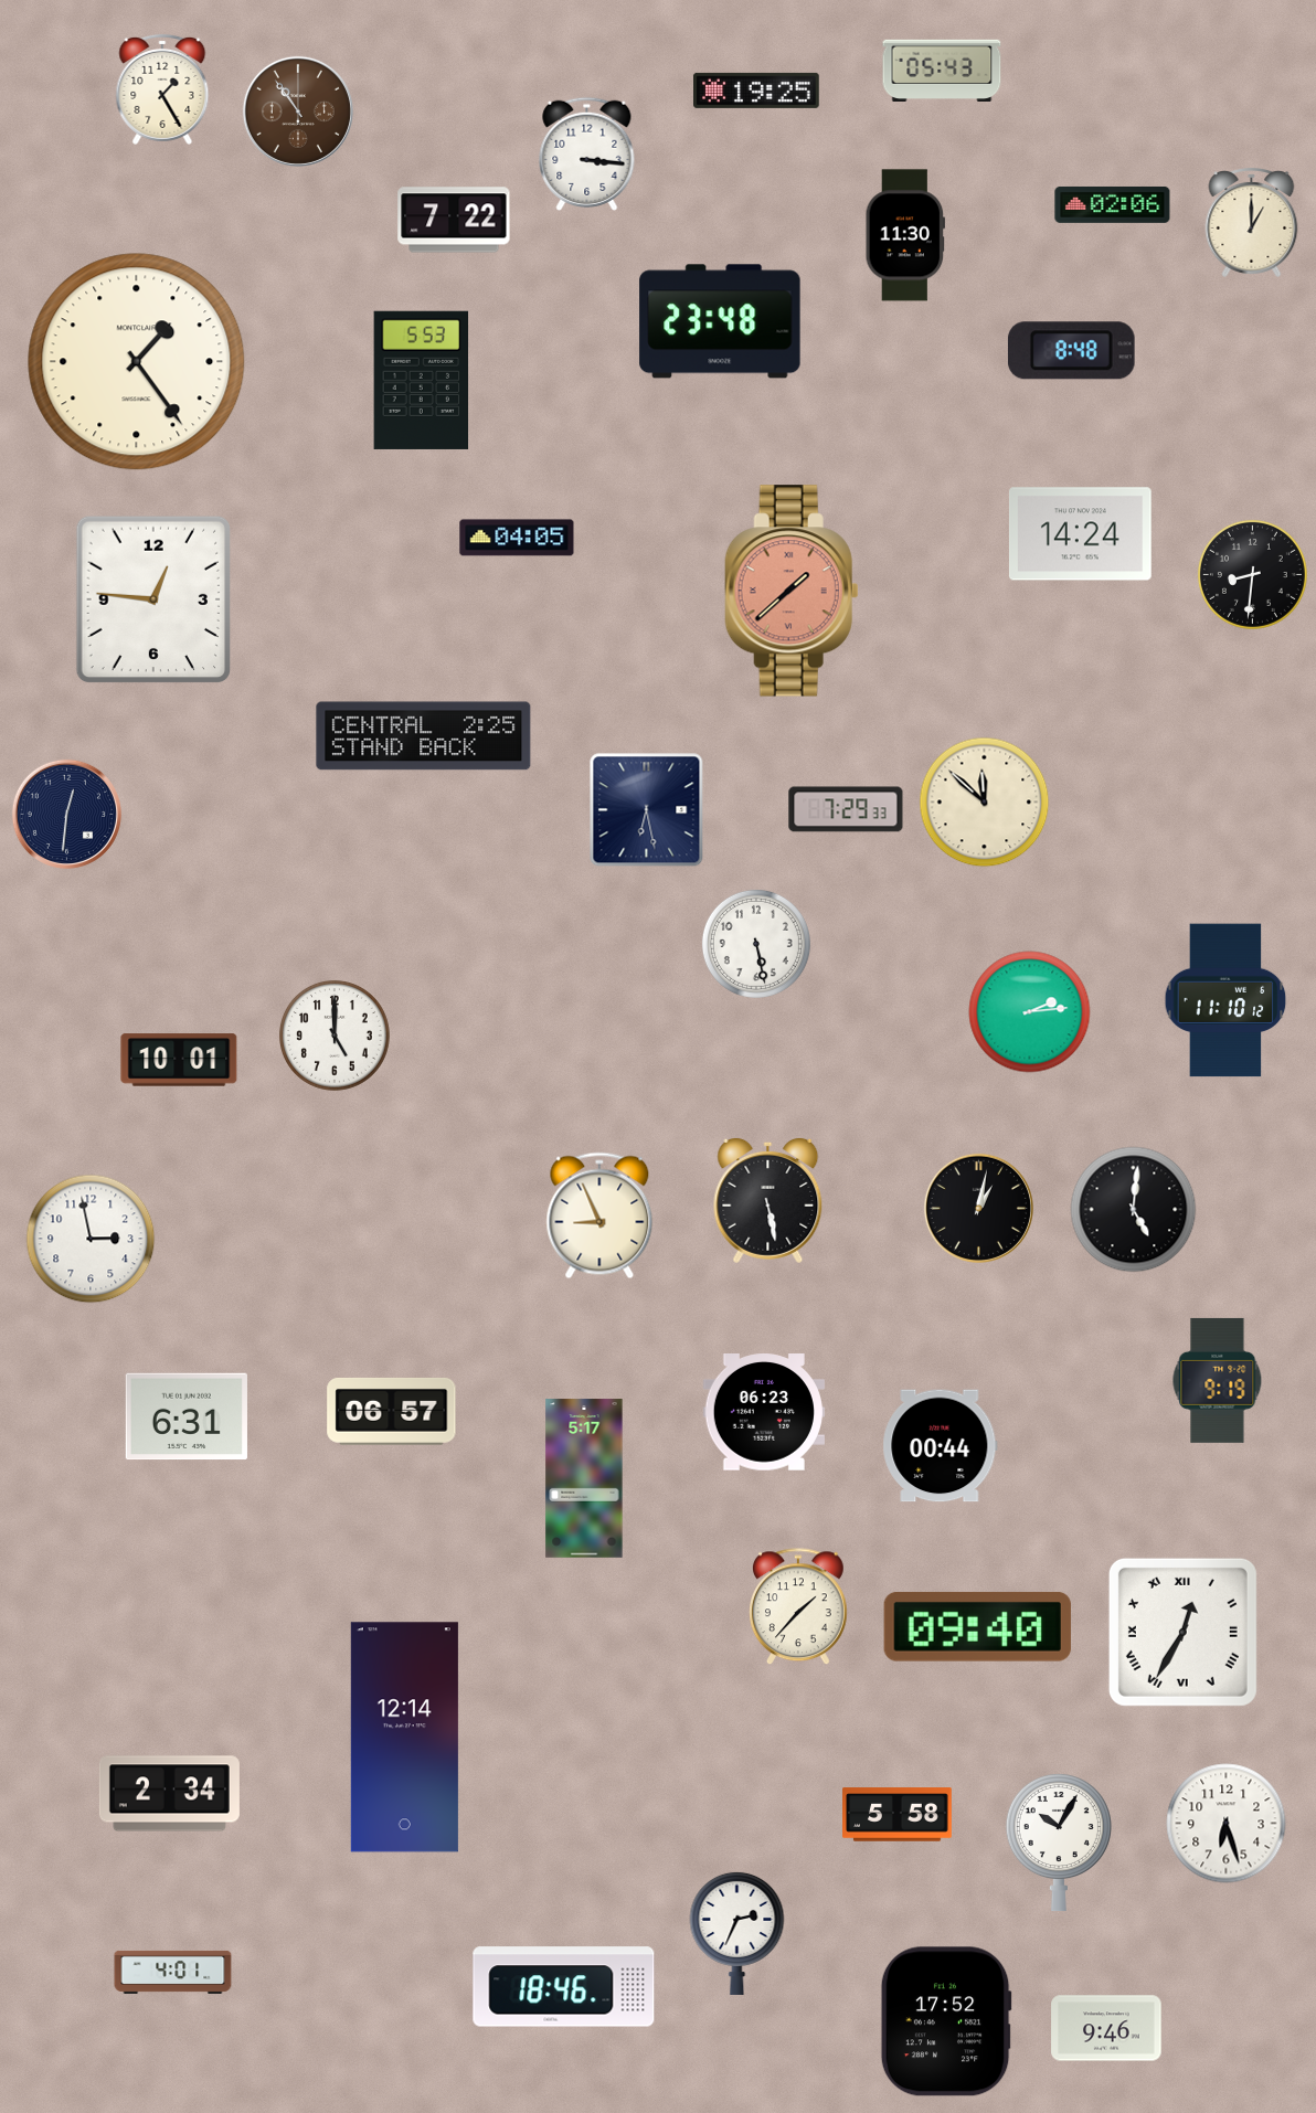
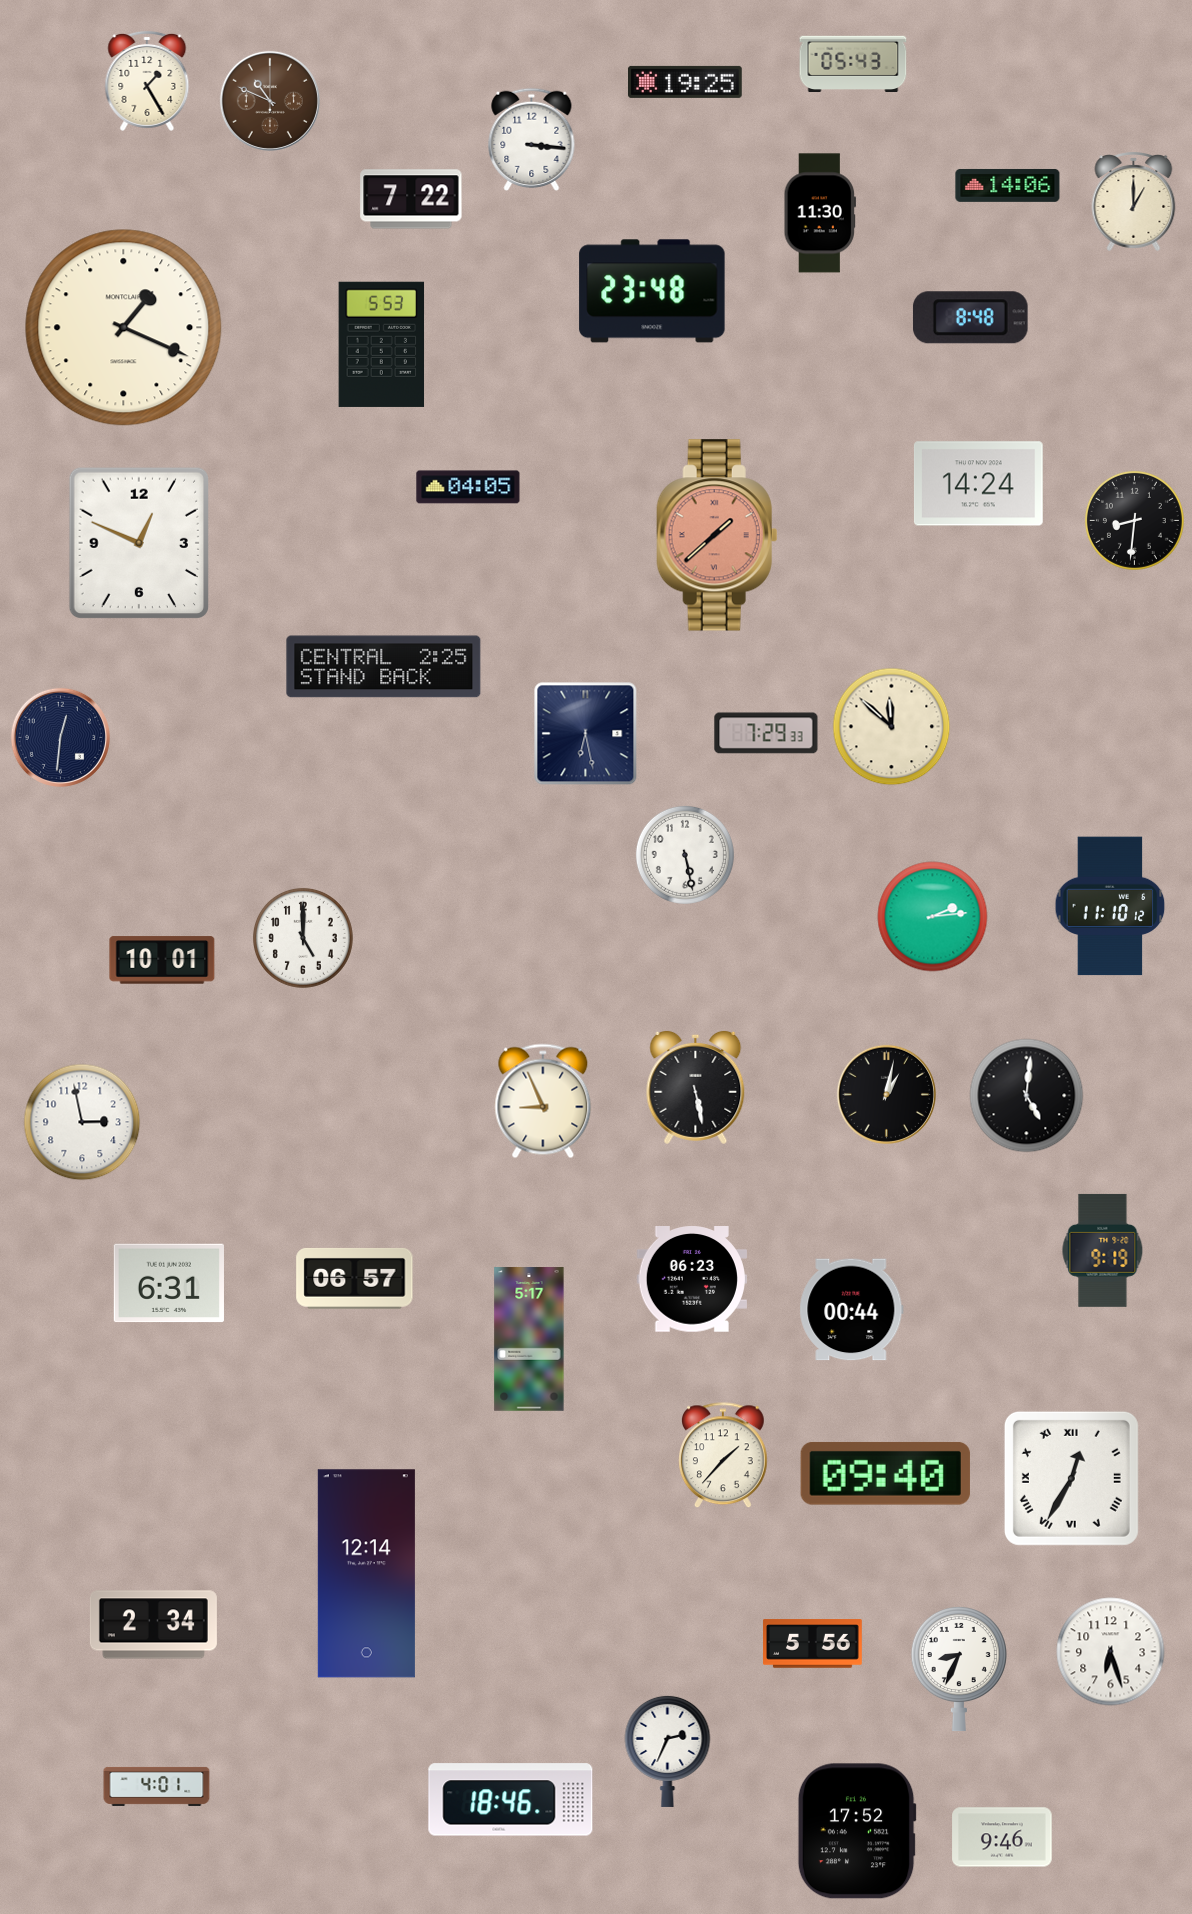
clock at (298, 112): 10:54 -> 10:49
clock at (1113, 204): 02:06 -> 14:06
clock at (137, 362): 1:24 -> 1:19
clock at (152, 598): 12:46 -> 12:49
clock at (898, 1815): 5:58 -> 5:56
clock at (1059, 1843): 10:05 -> 8:34
